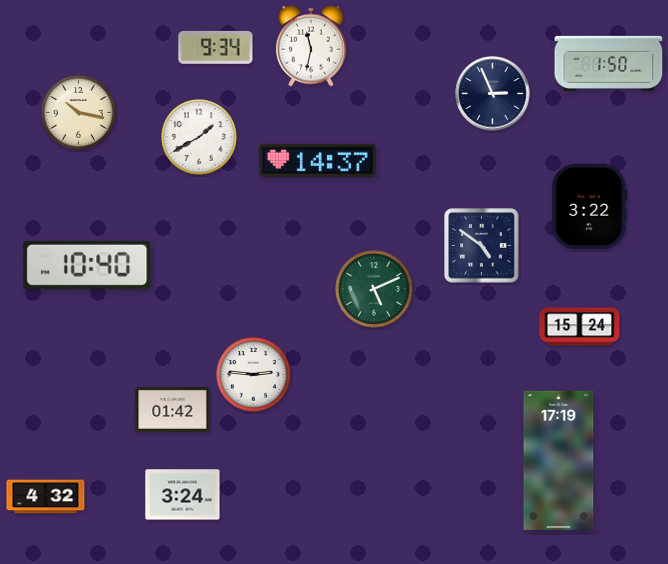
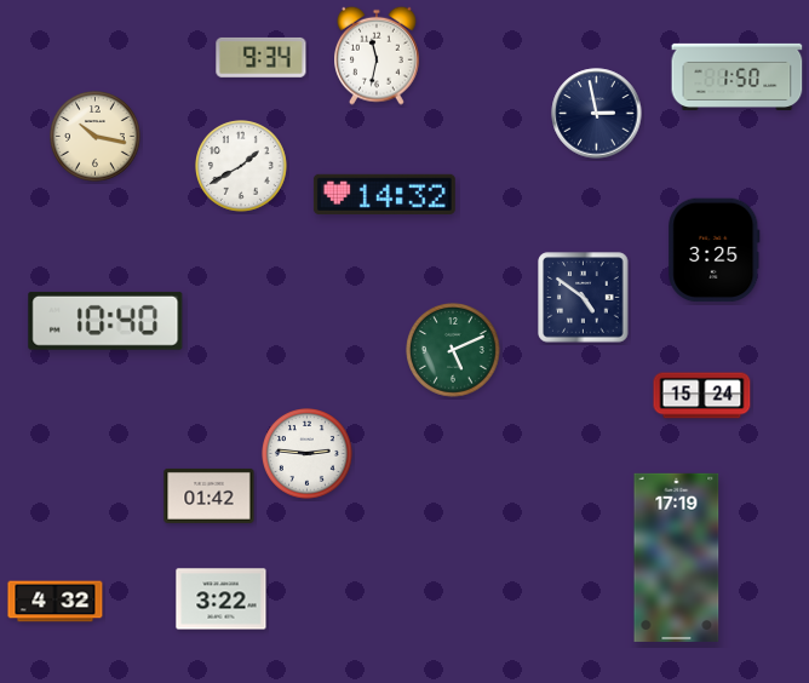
clock at (493, 94): 2:56 -> 2:58
clock at (317, 160): 14:37 -> 14:32
clock at (590, 207): 3:22 -> 3:25
clock at (183, 495): 3:24 -> 3:22
